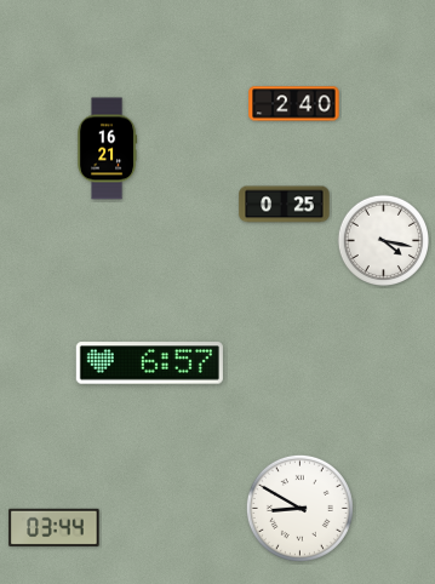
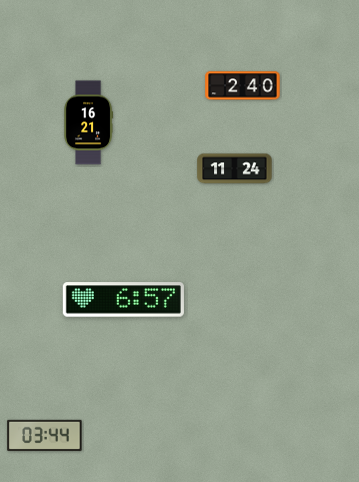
clock at (285, 205): 0:25 -> 11:24
clock at (383, 240): 4:17 -> none
clock at (299, 508): 8:50 -> none
